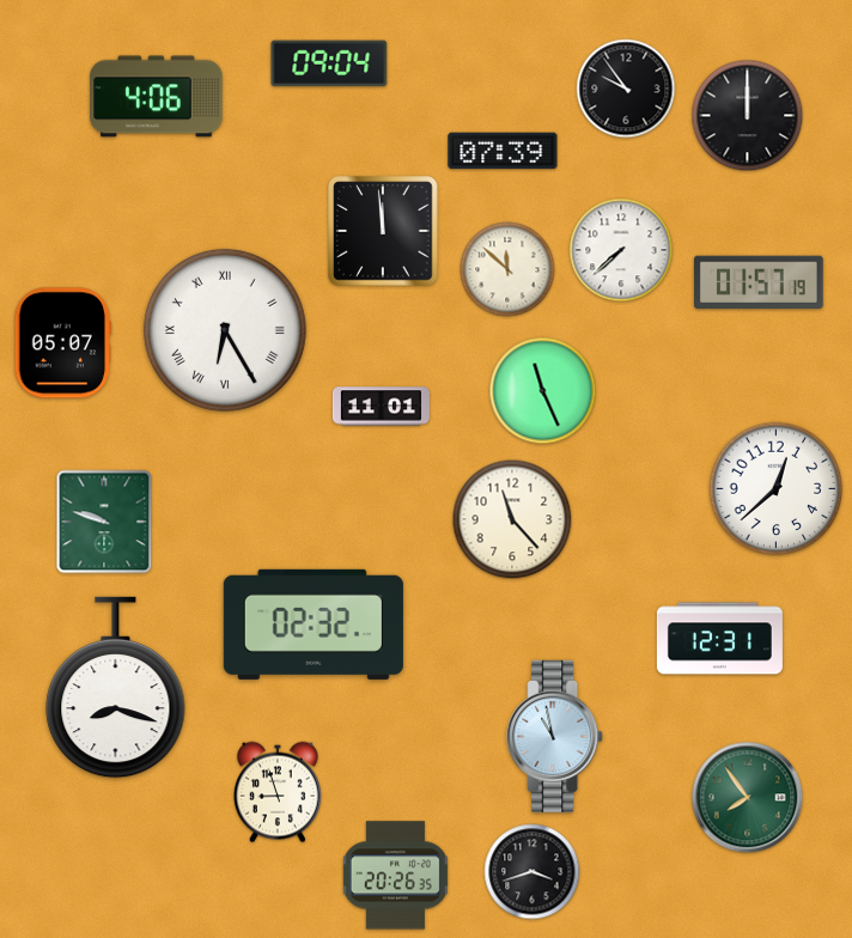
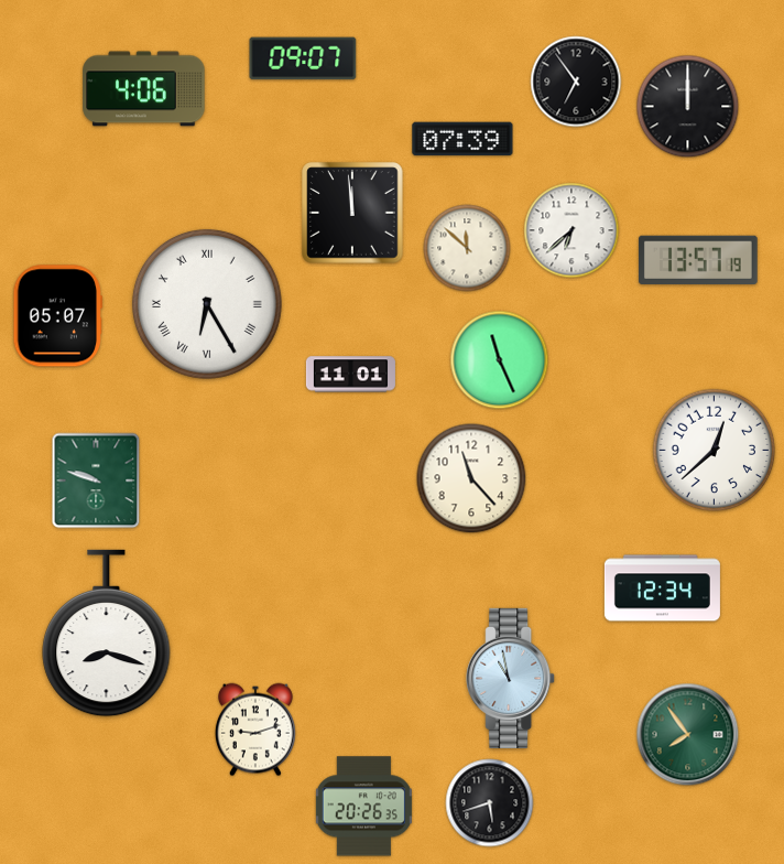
clock at (329, 63): 09:04 -> 09:07
clock at (626, 89): 9:54 -> 6:54
clock at (621, 250): 7:38 -> 6:38
clock at (759, 282): 01:57 -> 13:57
clock at (314, 625): 02:32 -> none
clock at (719, 639): 12:31 -> 12:34
clock at (278, 792): 8:57 -> 9:12
clock at (532, 872): 3:42 -> 5:42
